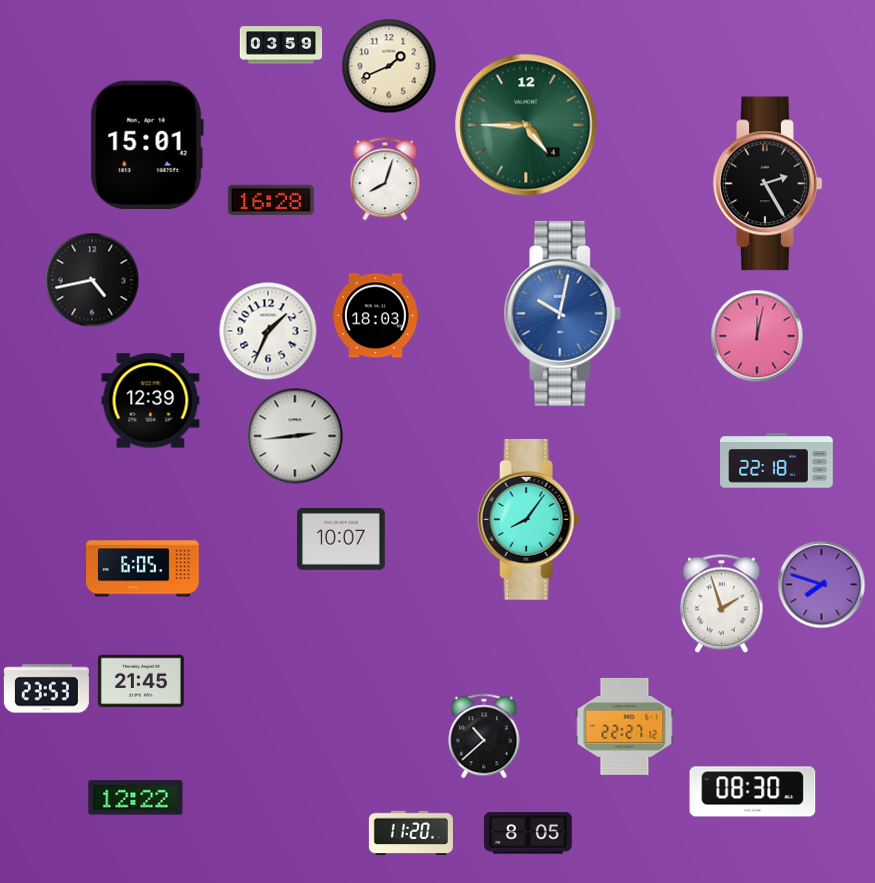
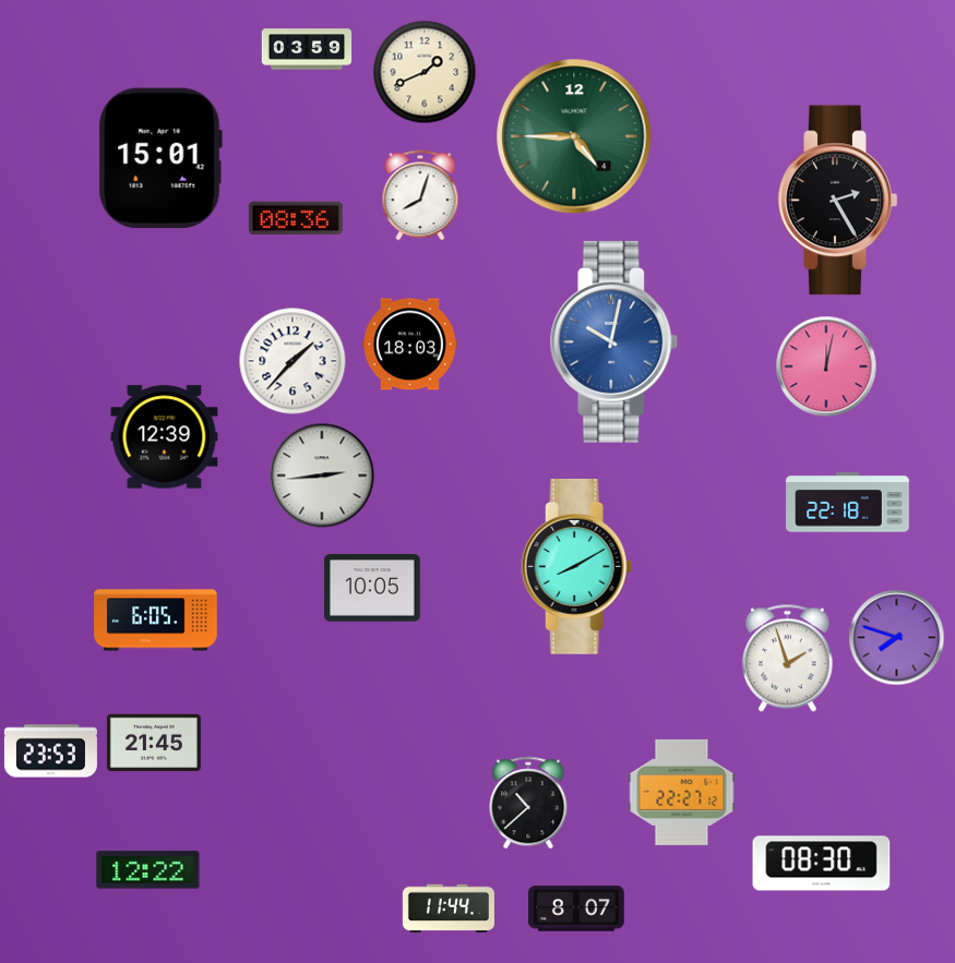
clock at (271, 200): 16:28 -> 08:36
clock at (92, 280): 4:43 -> none
clock at (268, 331): 1:34 -> 1:37
clock at (529, 519): 8:06 -> 8:10
clock at (341, 540): 10:07 -> 10:05
clock at (411, 833): 11:20 -> 11:44
clock at (529, 833): 8:05 -> 8:07
